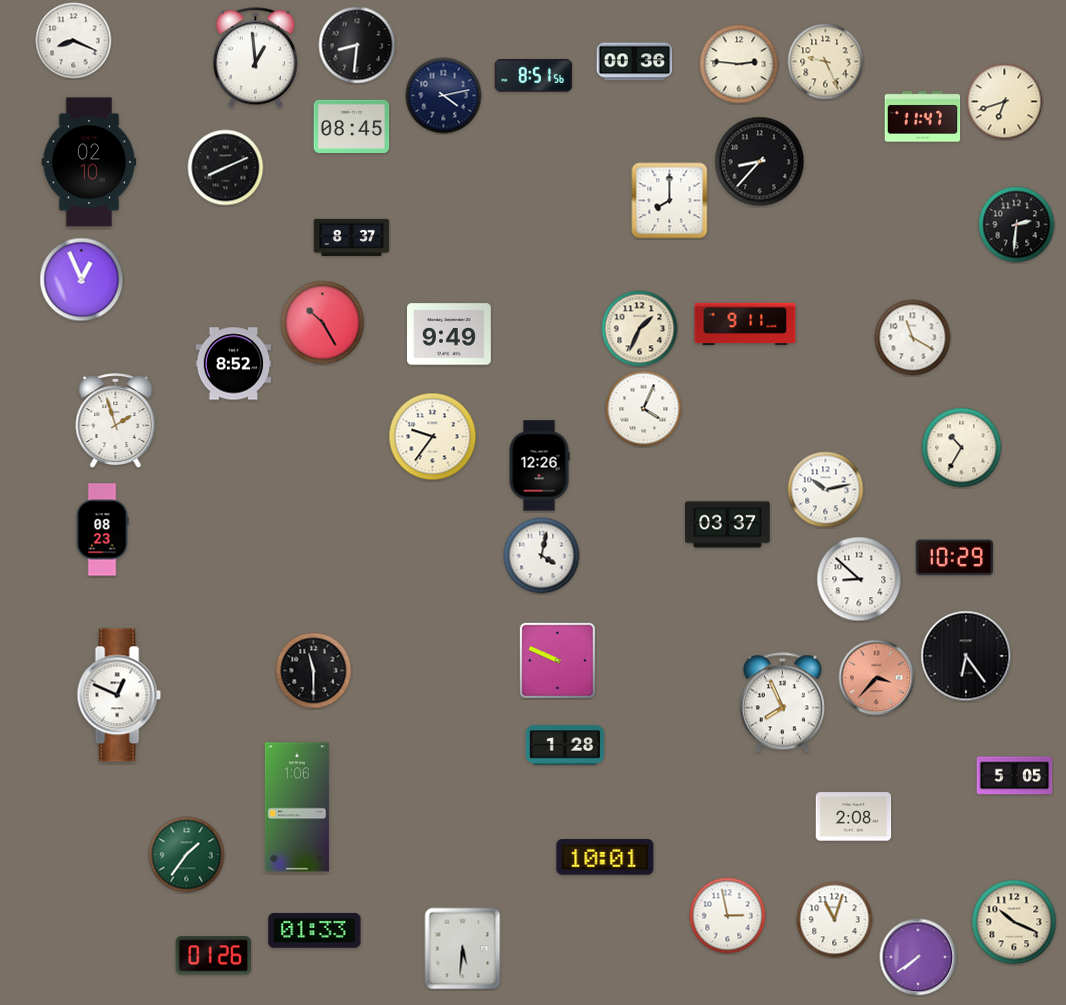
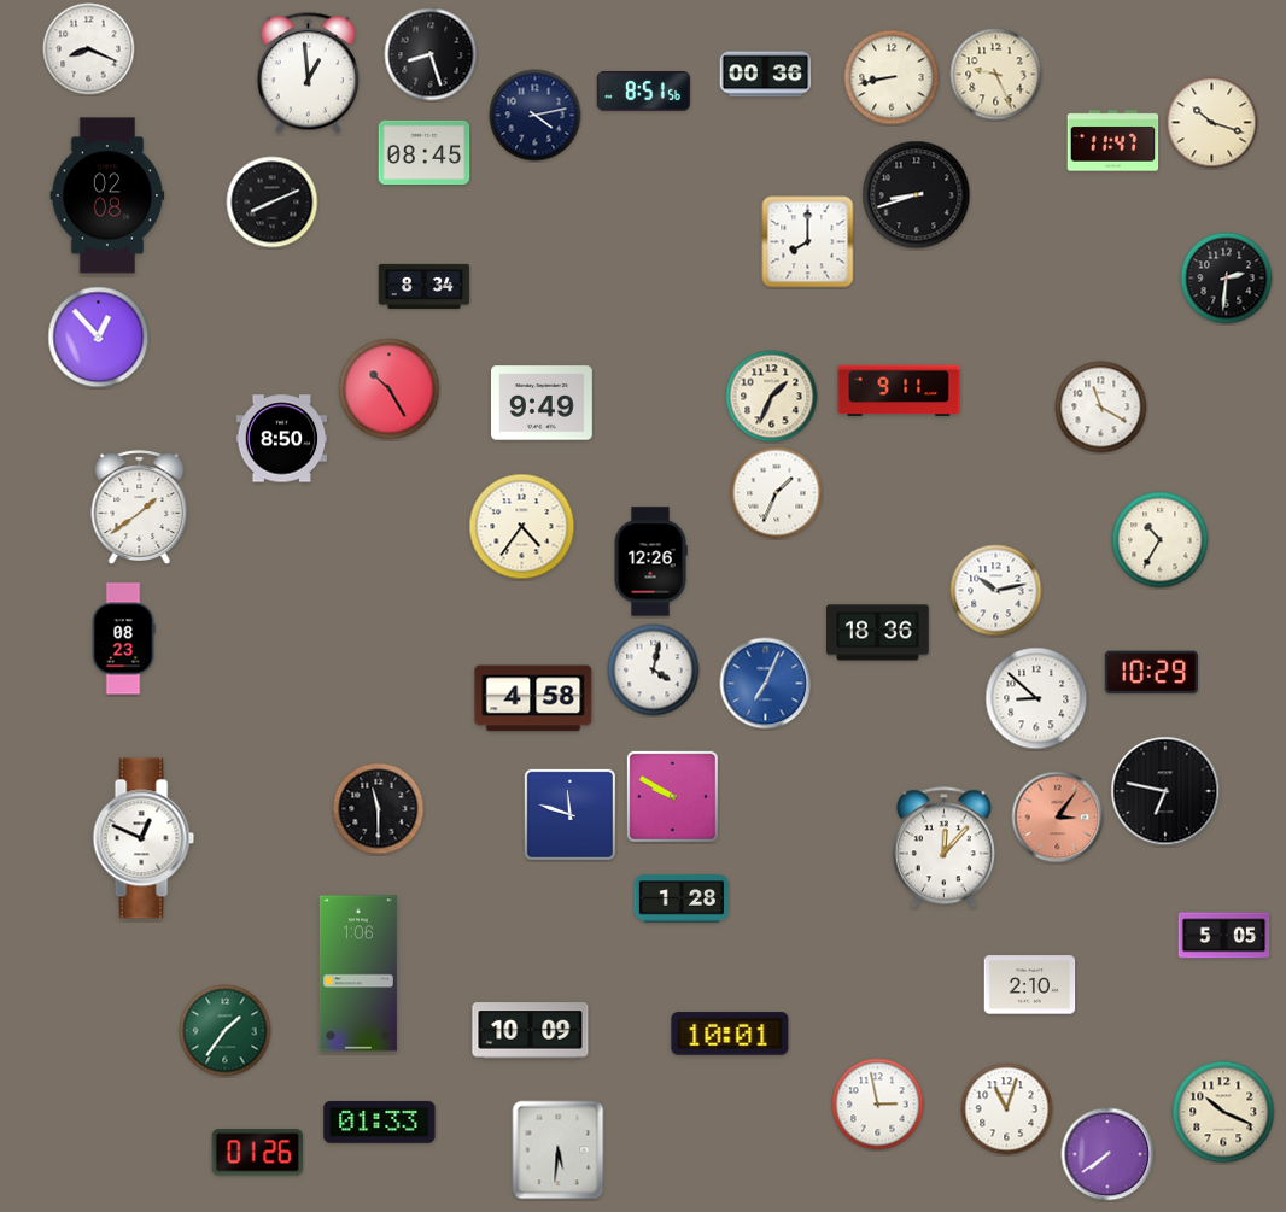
clock at (357, 45): 8:31 -> 8:27
clock at (255, 58) position: (255, 58) -> (308, 74)
clock at (739, 64): 2:46 -> 8:43
clock at (1005, 102): 6:42 -> 10:18
clock at (89, 162): 02:10 -> 02:08
clock at (760, 162): 8:37 -> 8:42
clock at (1017, 225) position: (1017, 225) -> (1227, 279)
clock at (352, 237): 8:37 -> 8:34
clock at (82, 280): 12:56 -> 12:53
clock at (234, 364): 8:52 -> 8:50
clock at (644, 409): 4:04 -> 1:34
clock at (116, 420): 1:57 -> 1:39
clock at (433, 437): 9:36 -> 4:36
clock at (728, 525): 03:37 -> 18:36
clock at (766, 684): none -> 7:04
clock at (533, 698): none -> 4:58
clock at (966, 656): 6:24 -> 6:47
clock at (557, 660): 9:49 -> 9:50
clock at (569, 814): none -> 11:48
clock at (877, 678): 3:37 -> 3:06
clock at (782, 703): 7:56 -> 12:07
clock at (854, 817): 2:08 -> 2:10
clock at (531, 1031): none -> 10:09
clock at (463, 949) position: (463, 949) -> (559, 1150)
